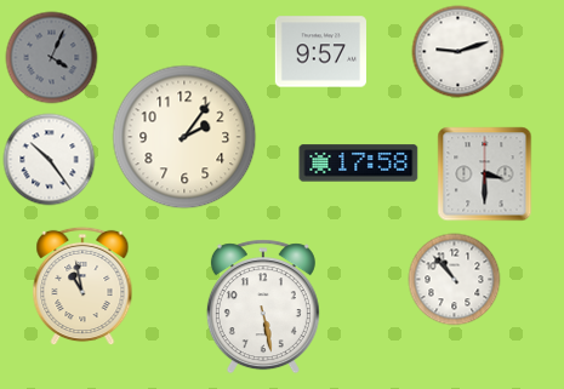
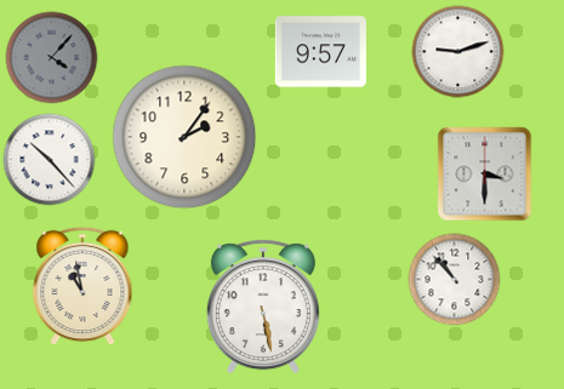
clock at (52, 58): 4:04 -> 4:07
clock at (50, 160): 10:24 -> 10:23
clock at (359, 164): 17:58 -> none
